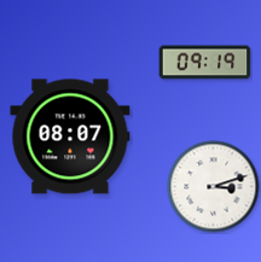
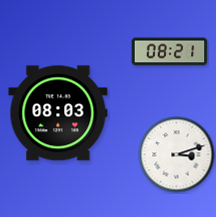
clock at (205, 63): 09:19 -> 08:21
clock at (70, 136): 08:07 -> 08:03
